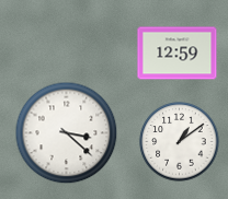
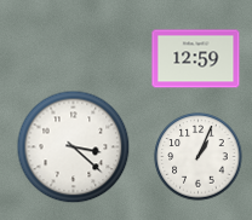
clock at (180, 142): 1:09 -> 1:04
